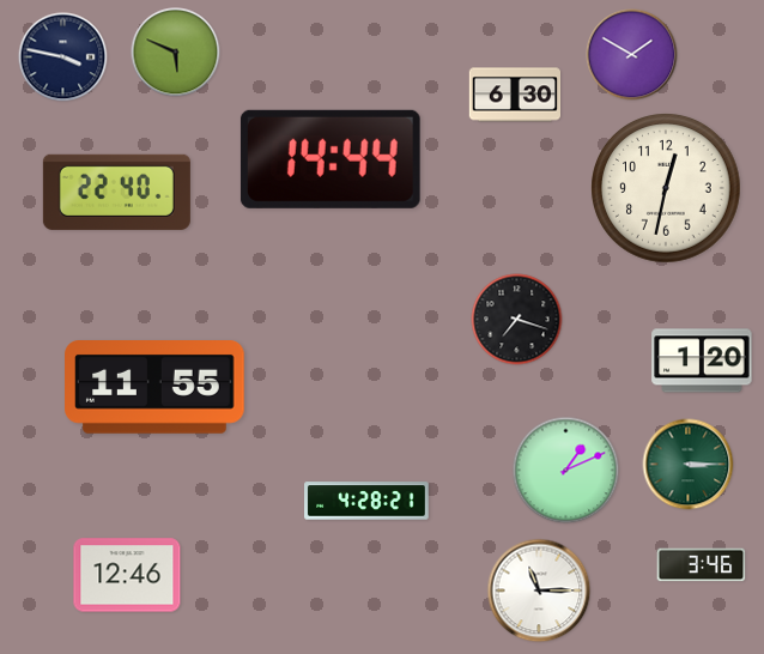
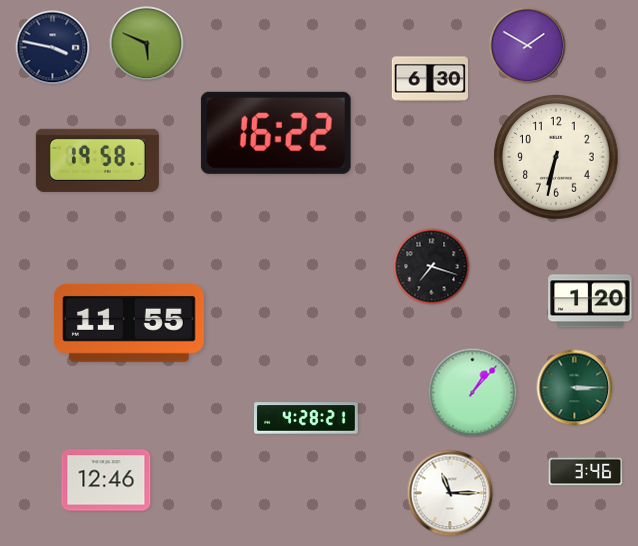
clock at (331, 159): 14:44 -> 16:22
clock at (666, 188): 12:32 -> 6:32
clock at (116, 192): 22:40 -> 19:58
clock at (702, 361) position: (702, 361) -> (590, 301)
clock at (566, 471): 1:11 -> 1:07
